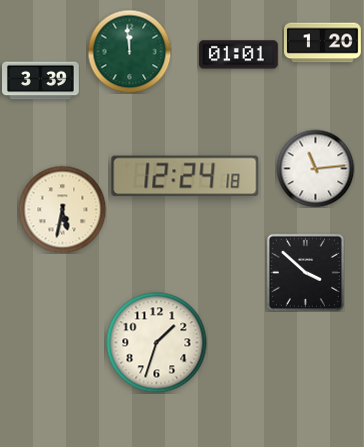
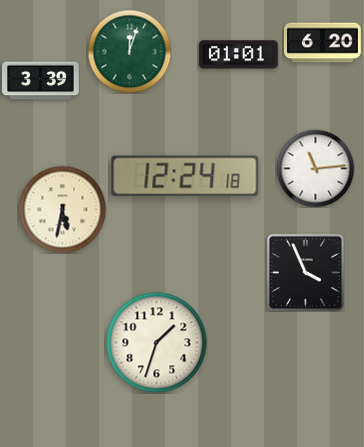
clock at (323, 43): 1:20 -> 6:20
clock at (129, 51): 11:59 -> 12:03
clock at (305, 272): 3:52 -> 3:56
